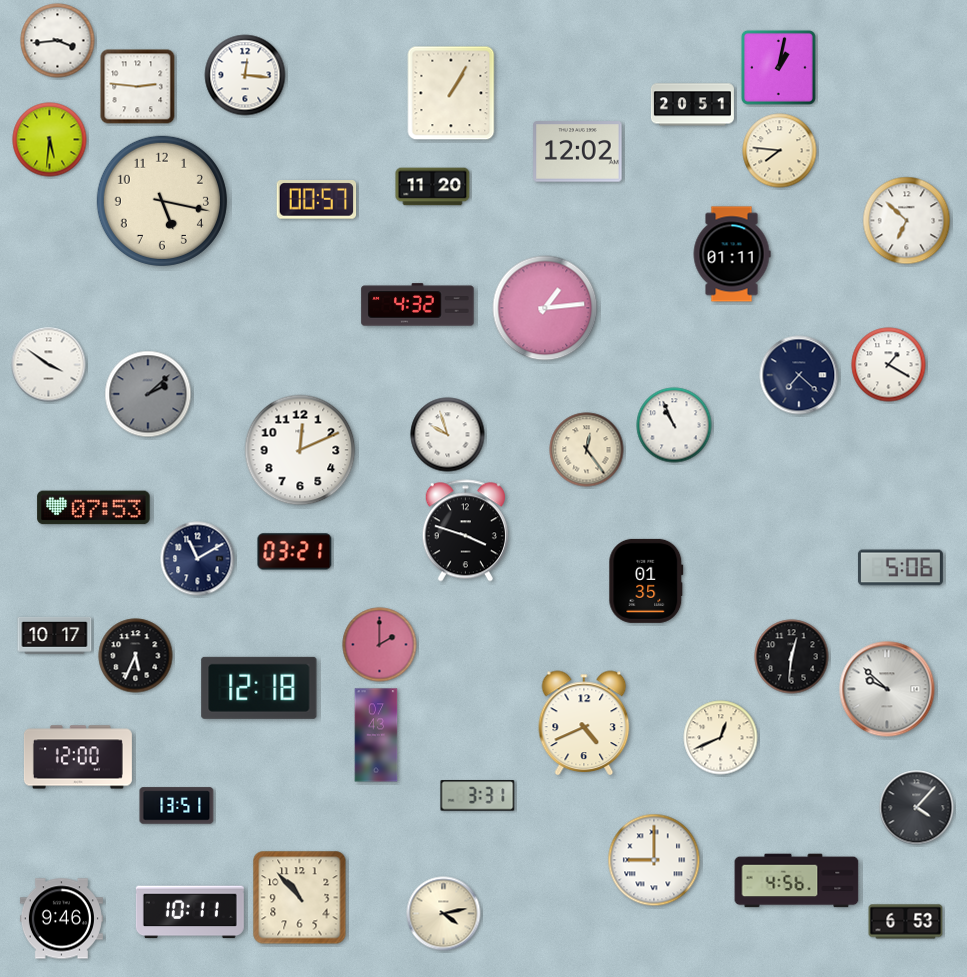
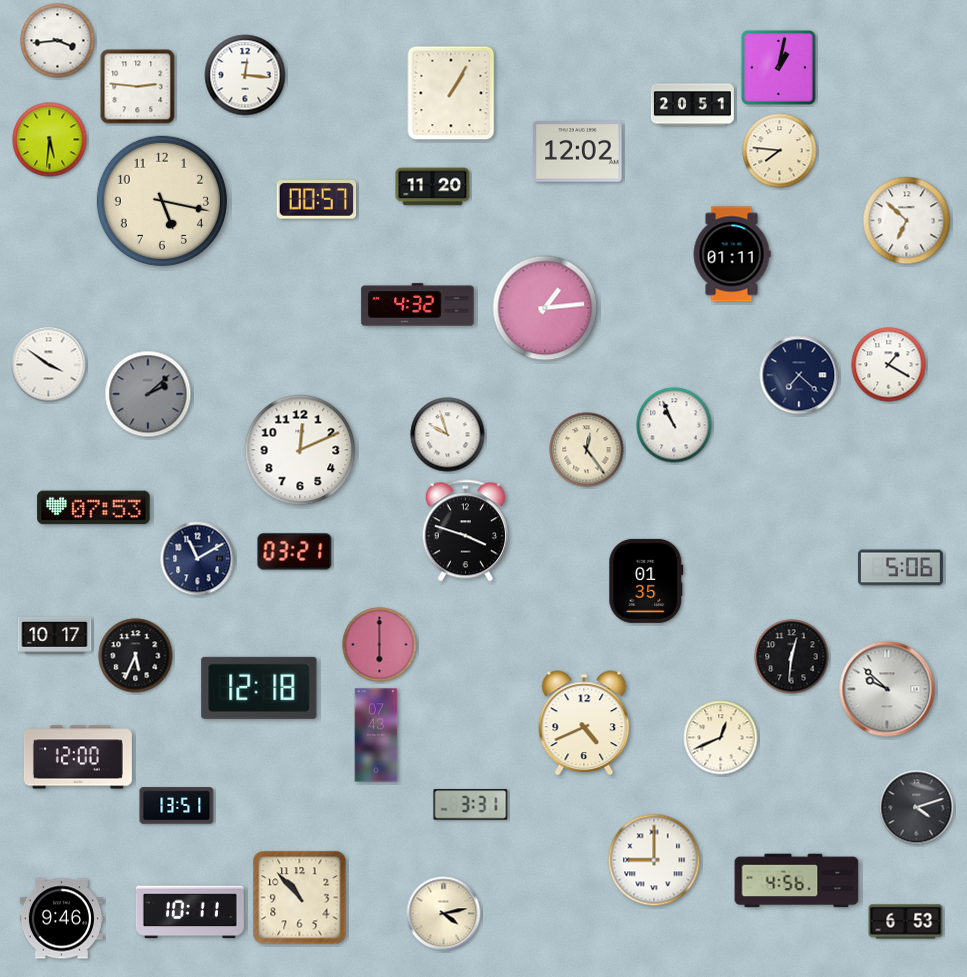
clock at (380, 645): 2:00 -> 6:00
clock at (478, 796) position: (478, 796) -> (471, 805)
clock at (917, 808): 4:07 -> 4:12
